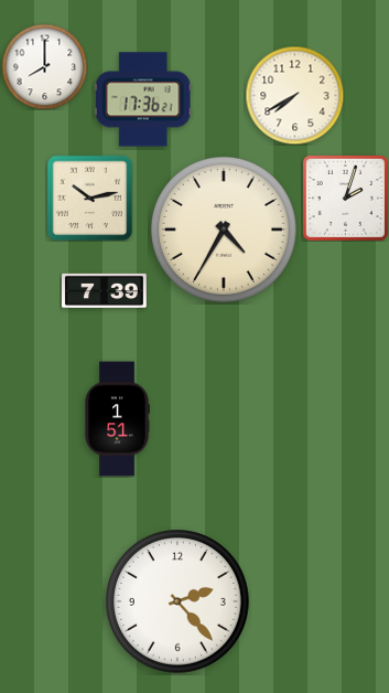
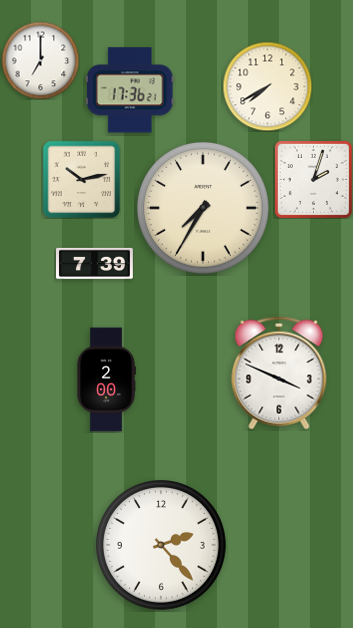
clock at (44, 66): 8:00 -> 7:00
clock at (224, 230): 4:35 -> 7:35
clock at (279, 373): none -> 3:49
clock at (117, 419): 1:51 -> 2:00
